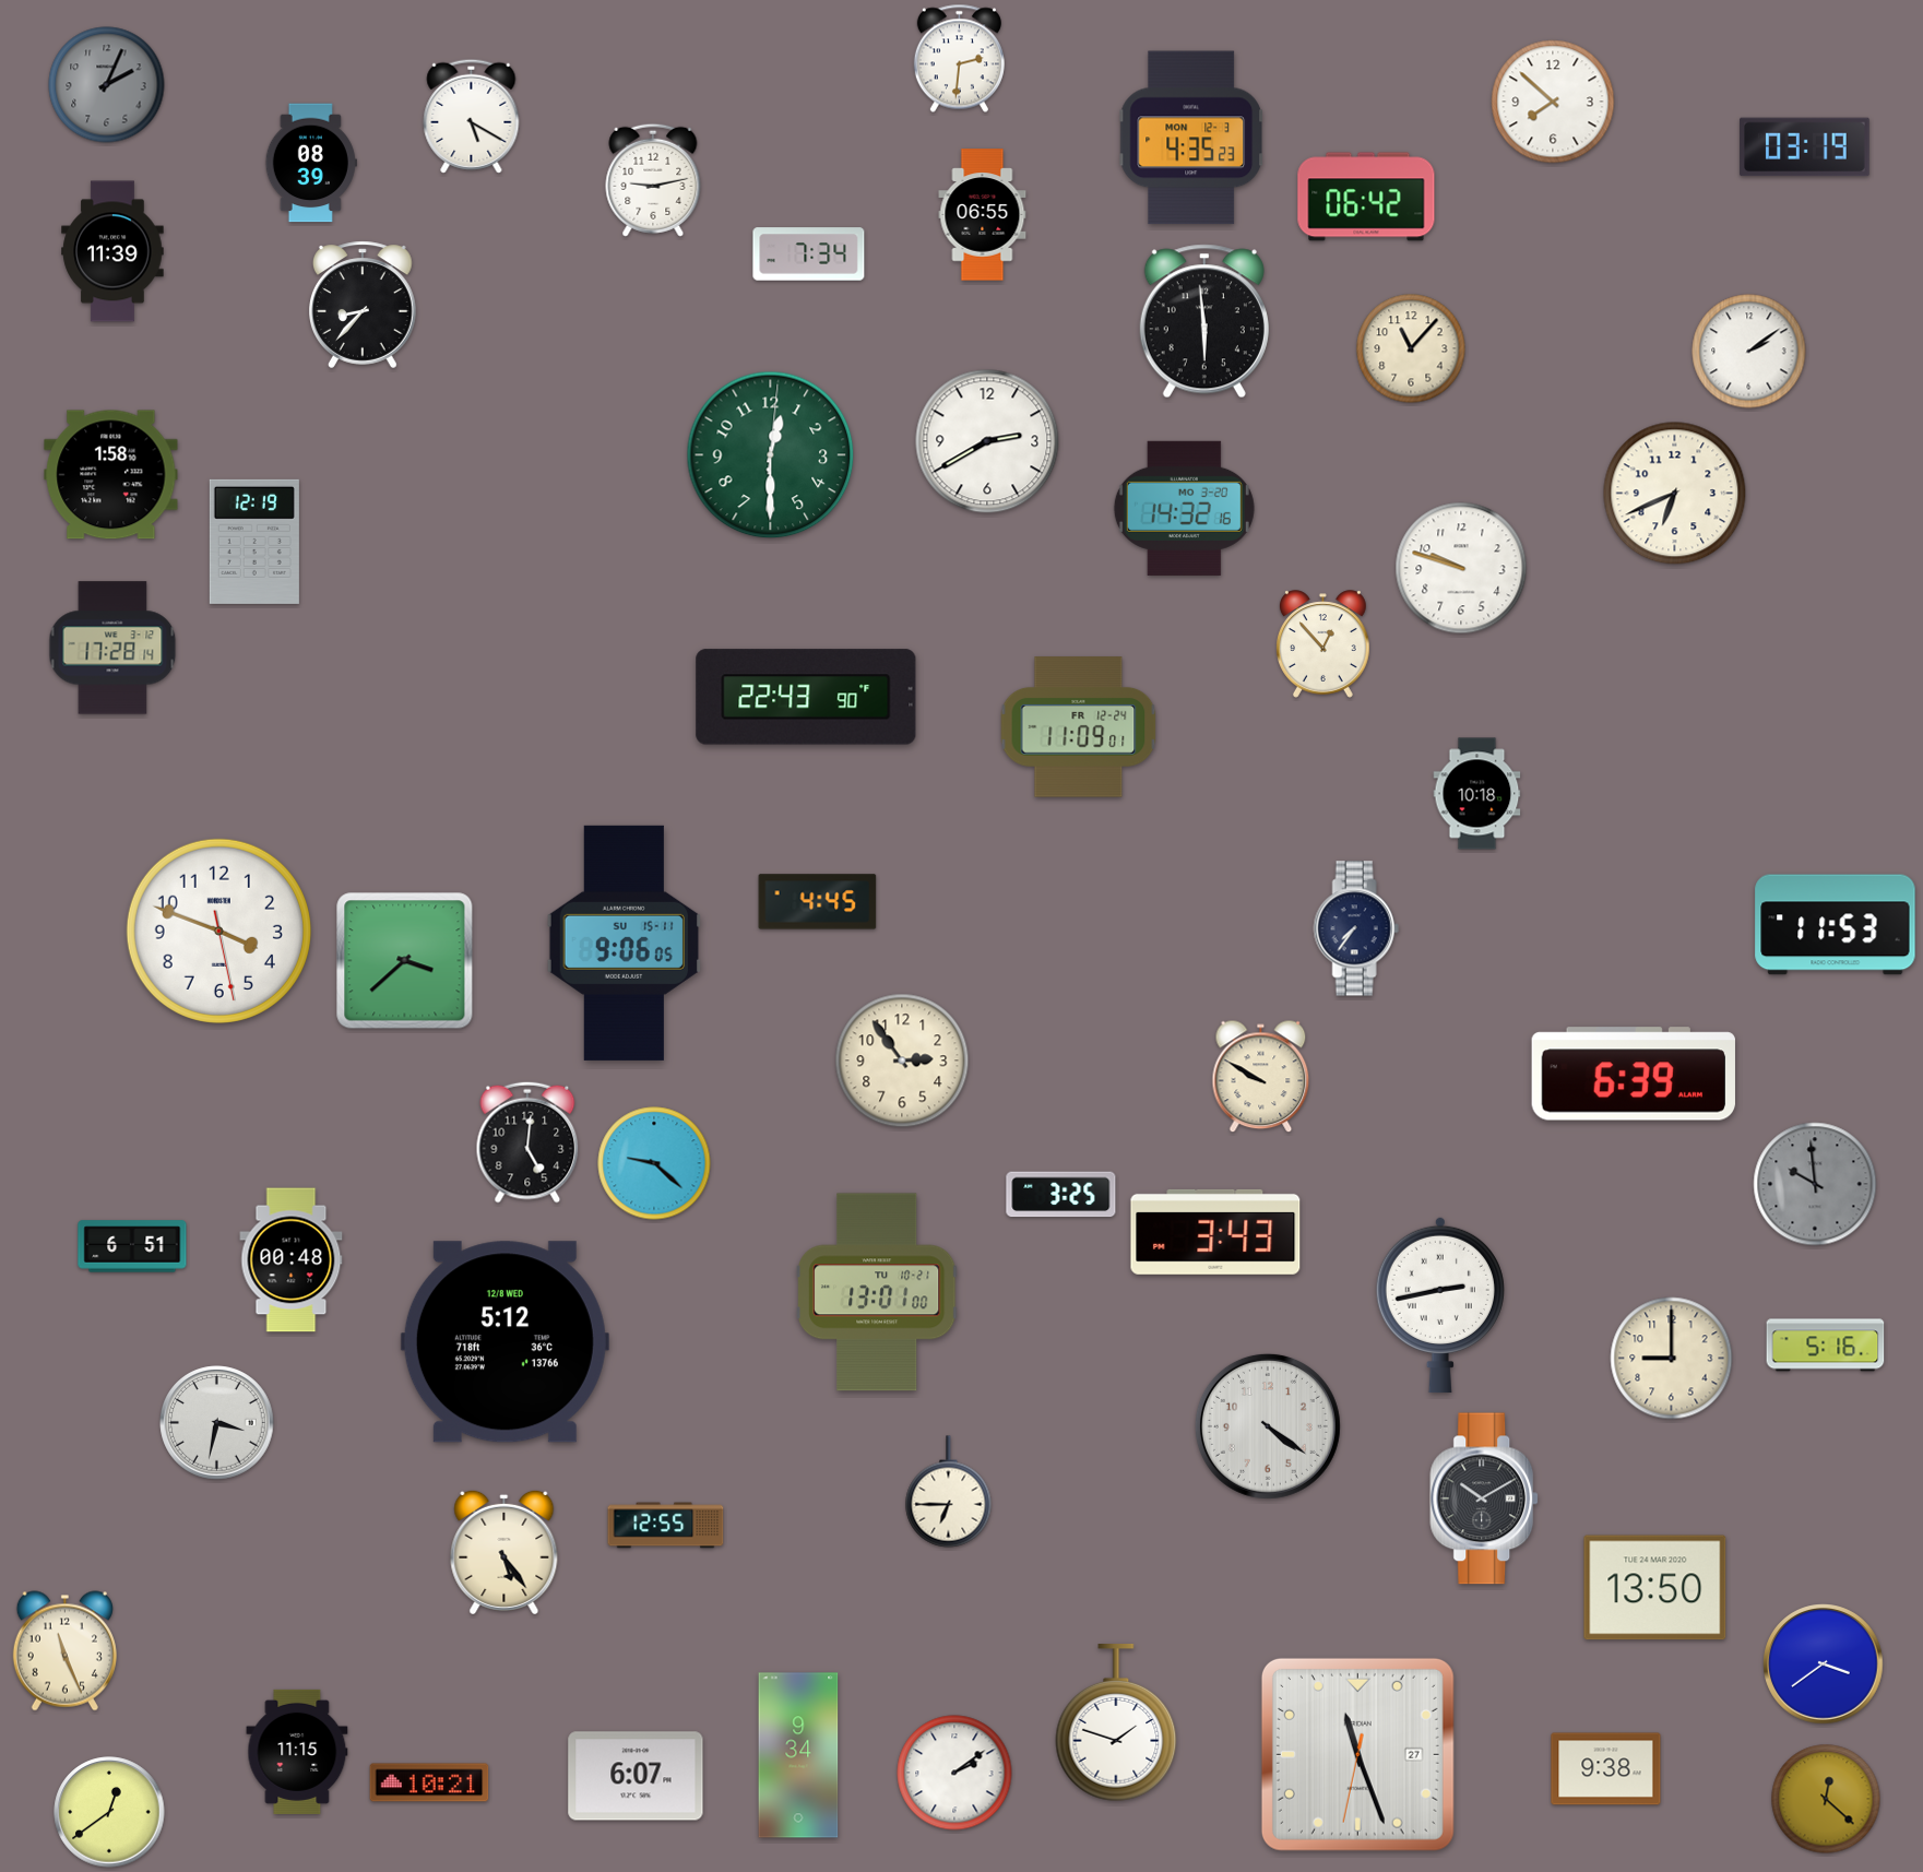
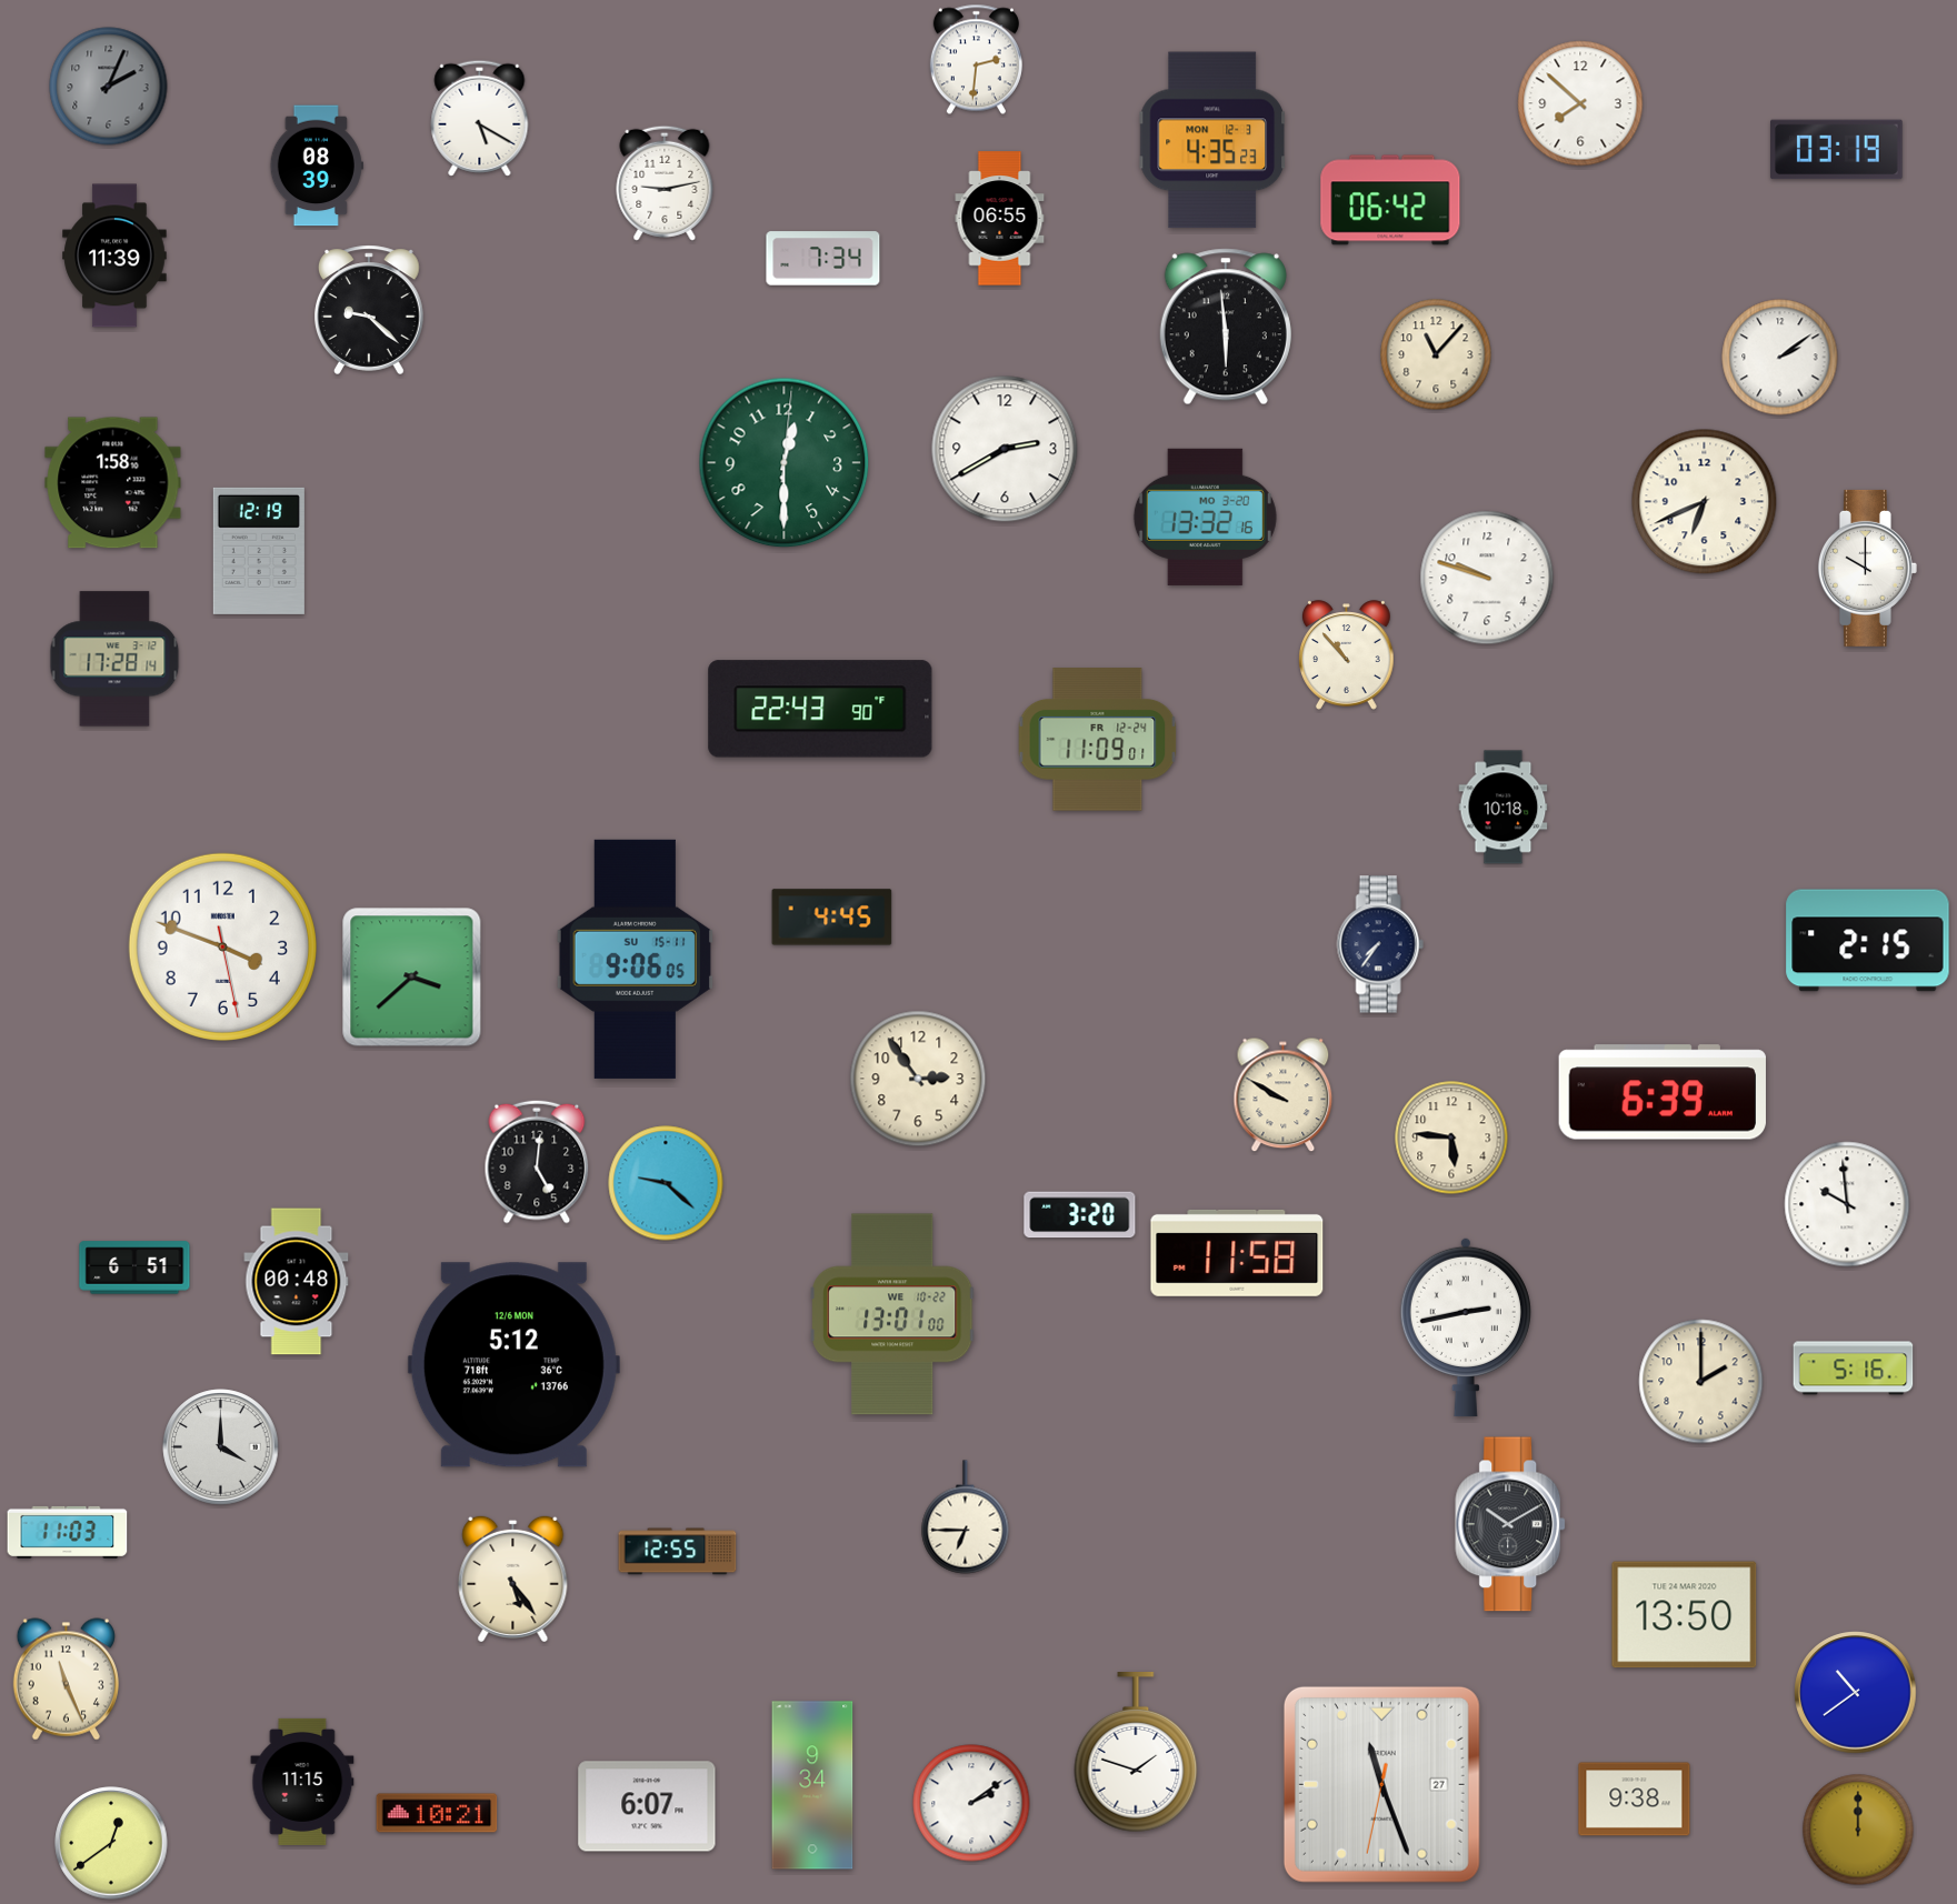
clock at (364, 305): 8:37 -> 9:22
clock at (1184, 508): 14:32 -> 13:32
clock at (1867, 568): none -> 10:00
clock at (1322, 644): 12:53 -> 10:53
clock at (1836, 925): 11:53 -> 2:15
clock at (1451, 1138): none -> 5:46
clock at (1815, 1184) dial: grey -> white
clock at (1061, 1195): 3:25 -> 3:20
clock at (1215, 1232): 3:43 -> 11:58
clock at (877, 1292) date: TU 10-21 -> WE 10-22
clock at (505, 1342) date: 12/8 WED -> 12/6 MON
clock at (1826, 1346) position: (1826, 1346) -> (1854, 1369)
clock at (1672, 1359): 9:00 -> 2:00
clock at (217, 1423): 3:32 -> 4:00
clock at (1268, 1426): 4:21 -> none
clock at (68, 1532): none -> 11:03
clock at (1824, 1664): 3:39 -> 10:39
clock at (1826, 1799): 12:22 -> 12:00
